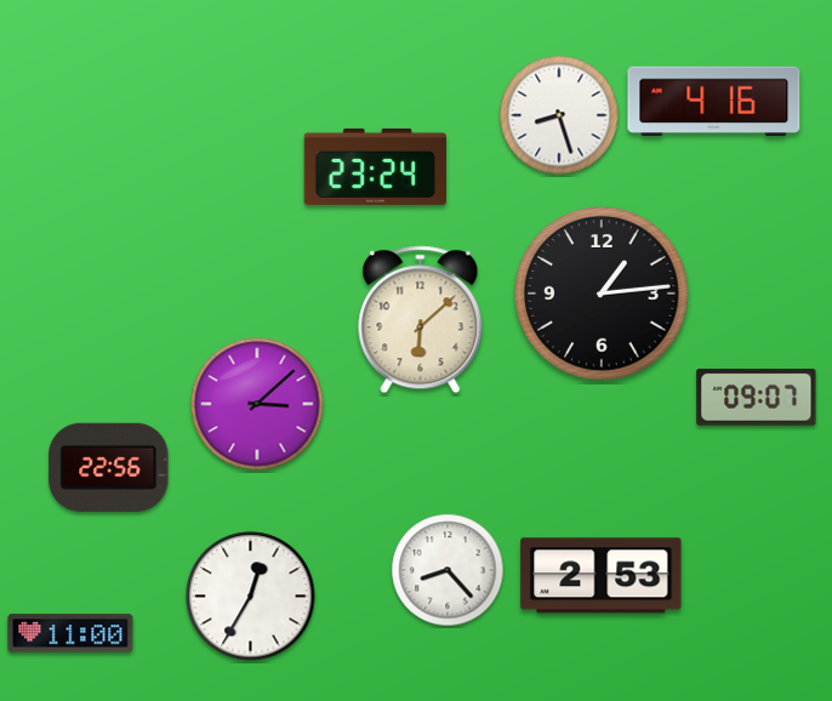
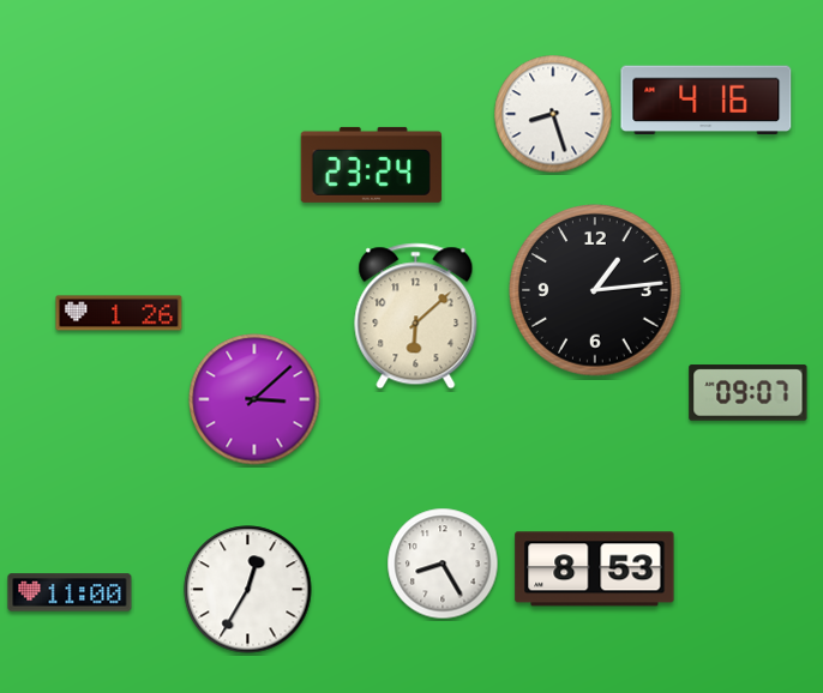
clock at (119, 313): none -> 1:26
clock at (109, 467): 22:56 -> none
clock at (448, 570): 8:23 -> 8:25
clock at (602, 576): 2:53 -> 8:53
clock at (70, 633) position: (70, 633) -> (70, 592)
